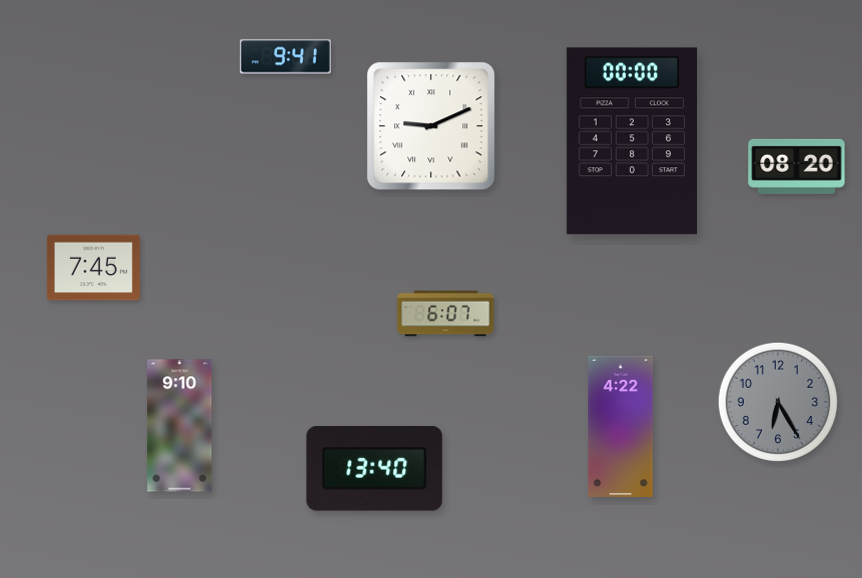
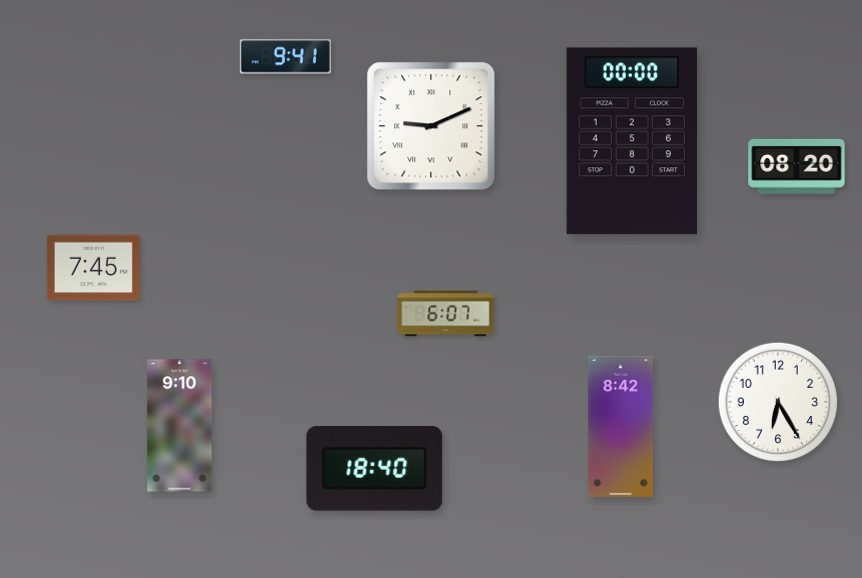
clock at (778, 402) dial: grey -> white
clock at (621, 426): 4:22 -> 8:42
clock at (375, 468): 13:40 -> 18:40
